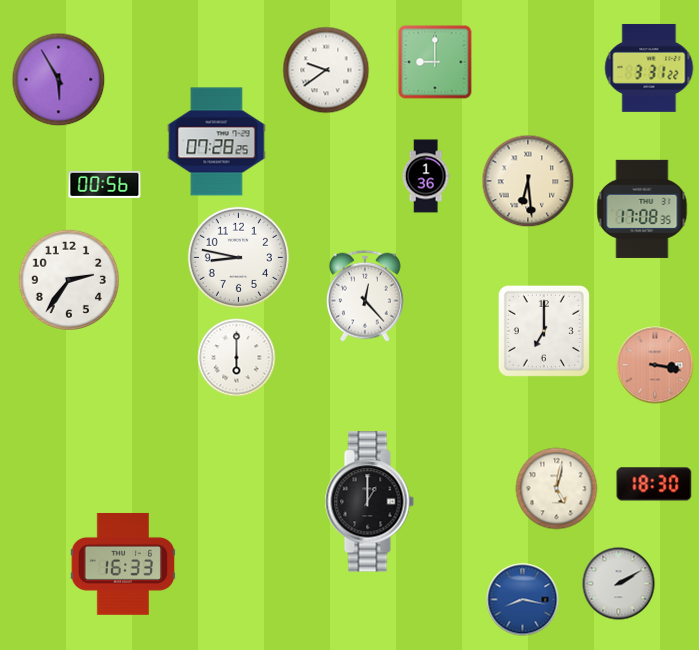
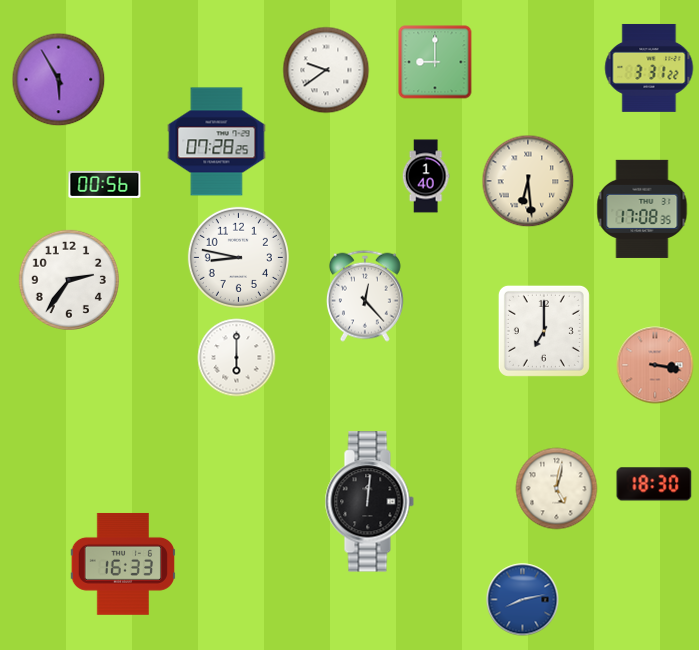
clock at (426, 176): 1:36 -> 1:40
clock at (369, 502): 1:00 -> 12:01
clock at (619, 584): 2:10 -> none
clock at (523, 600): 8:17 -> 8:13
